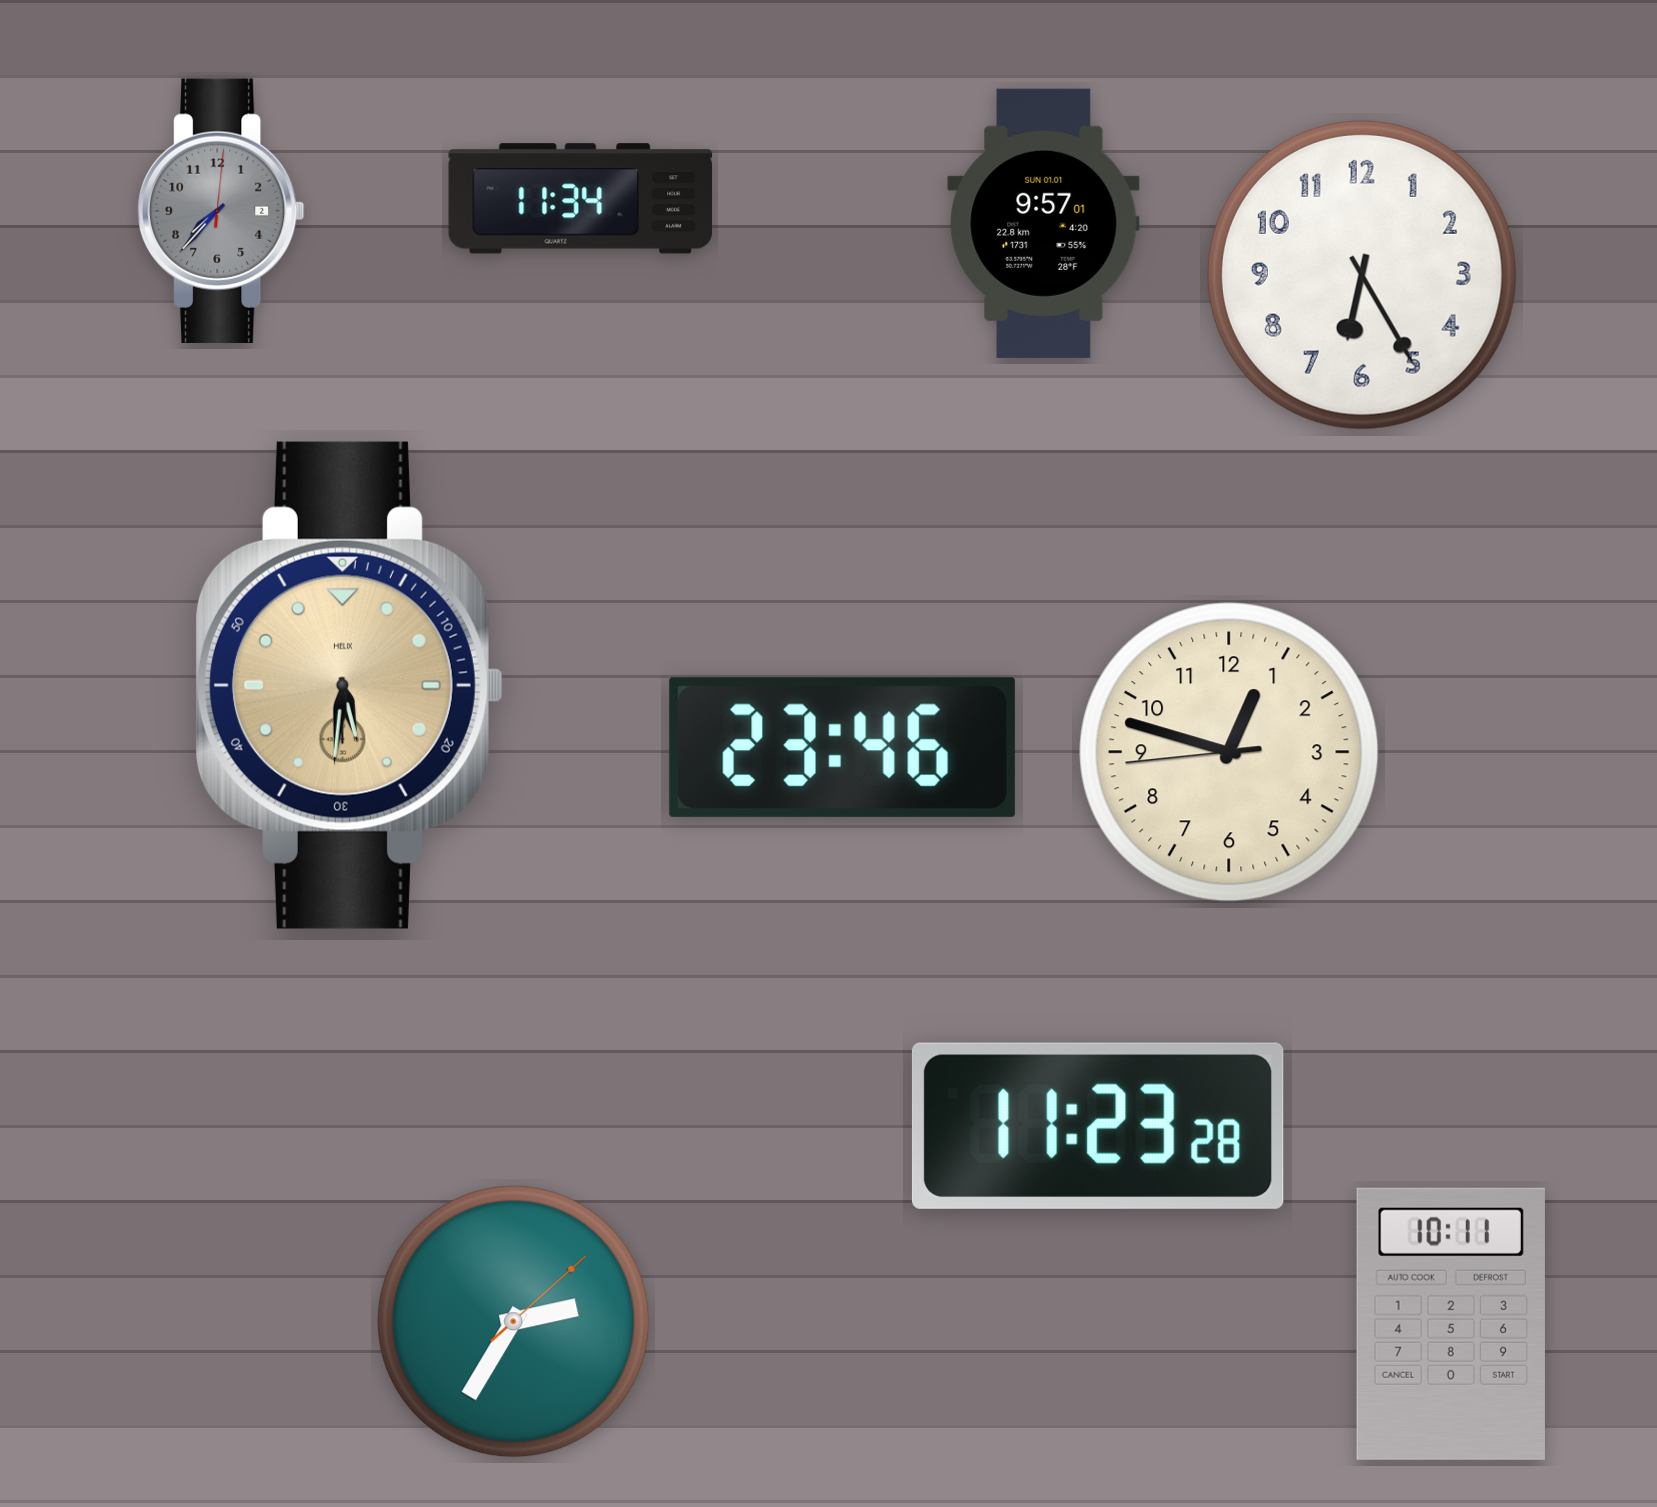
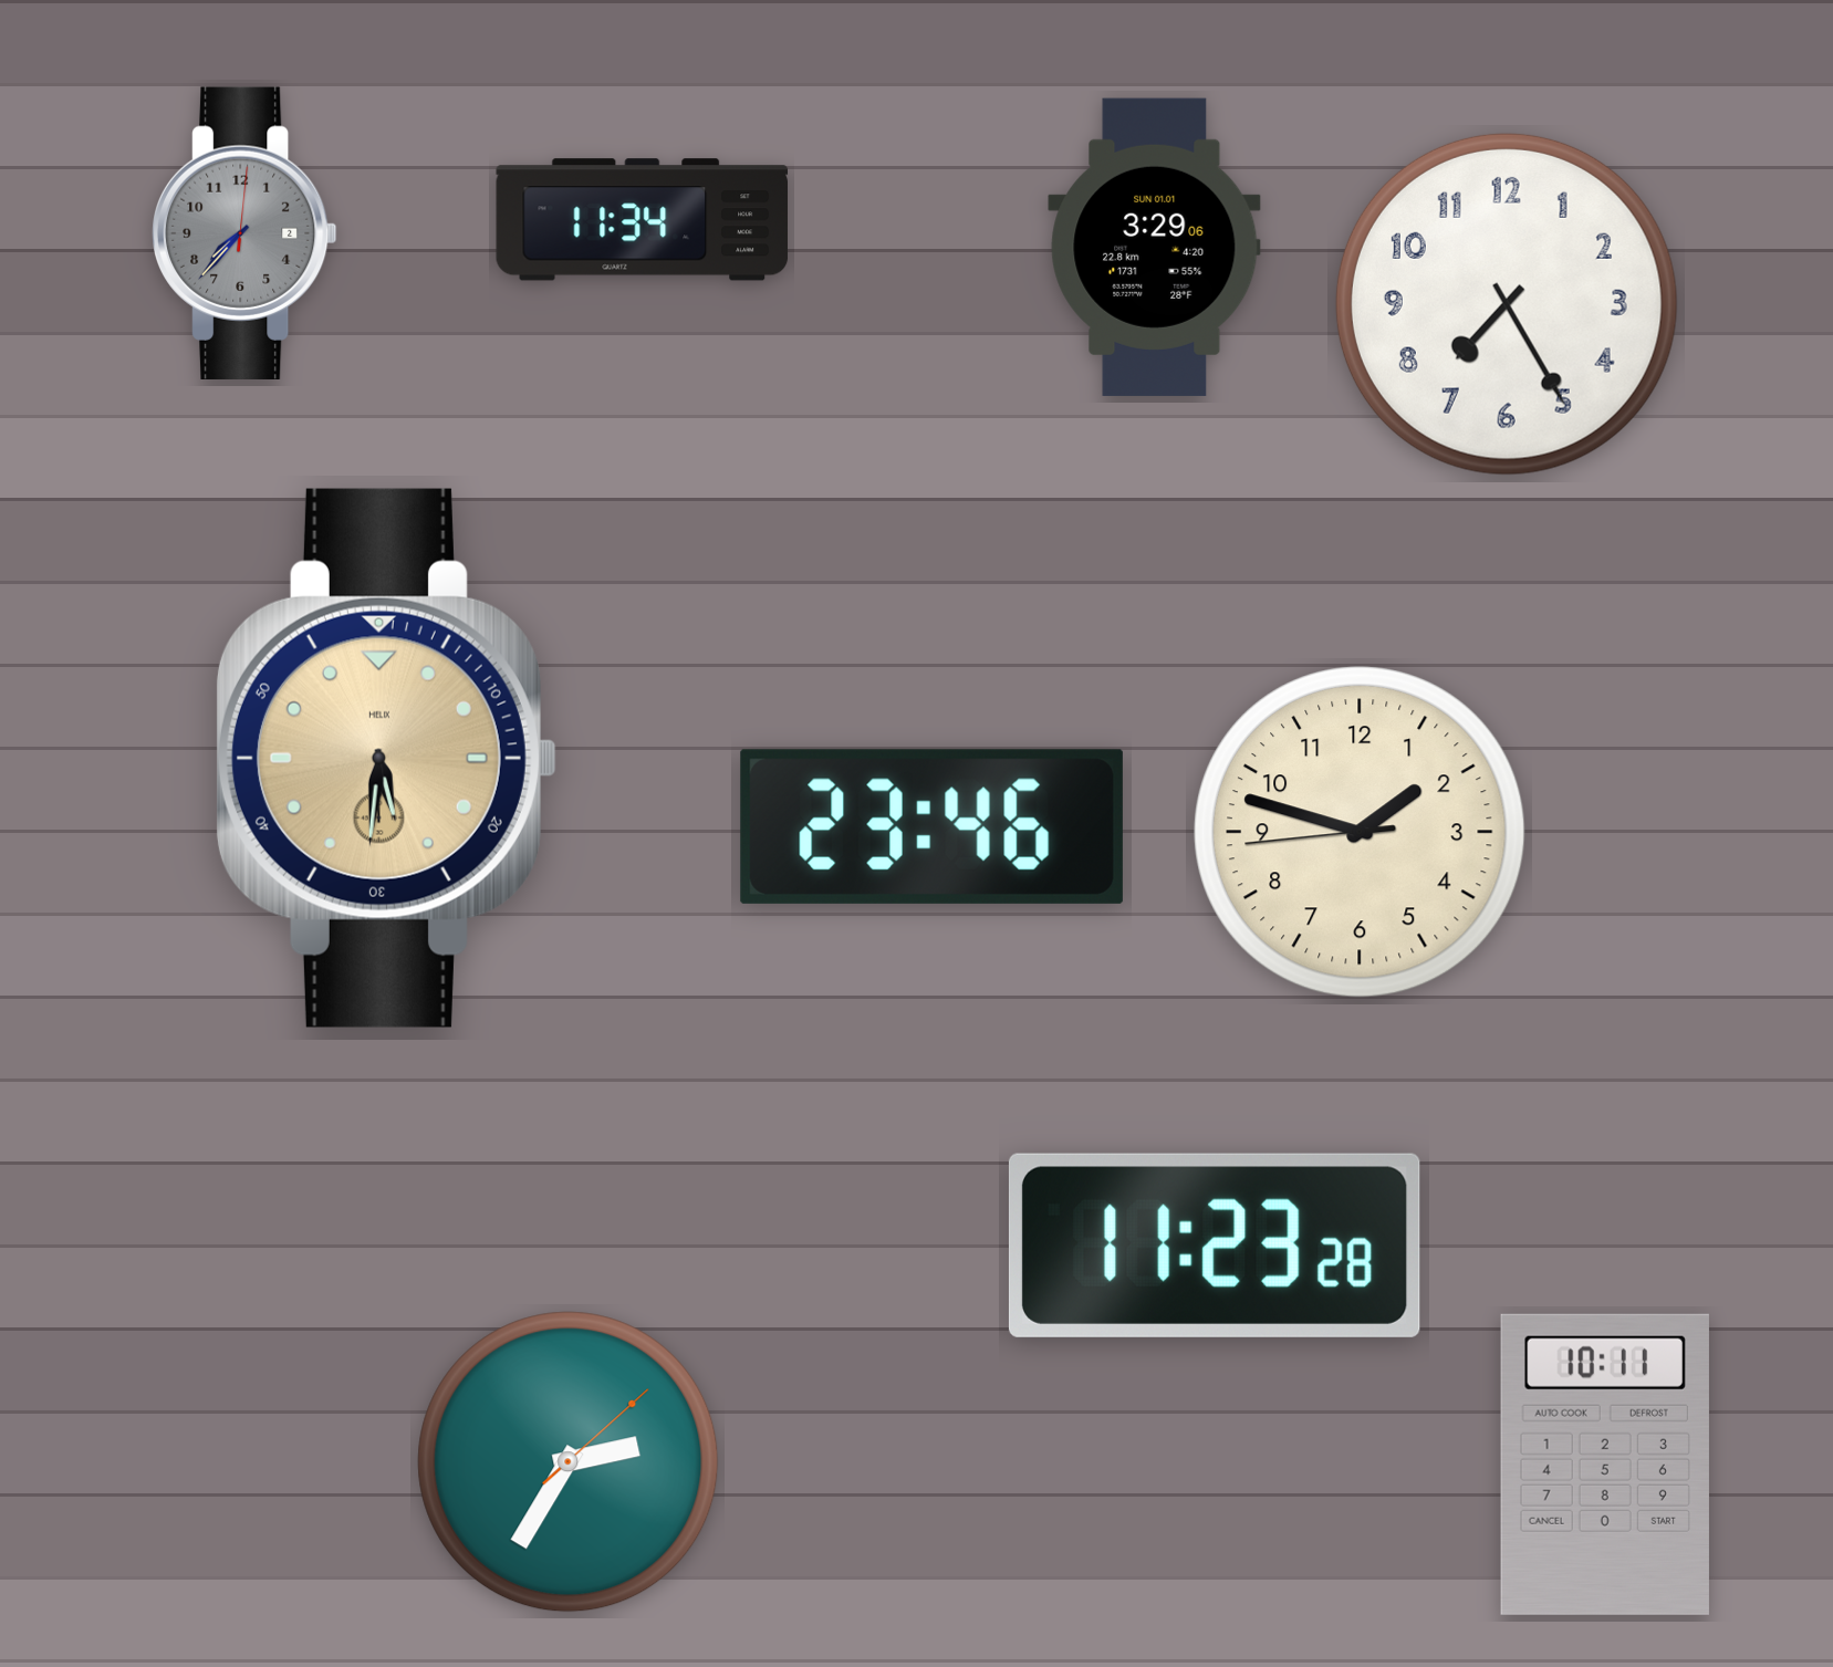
clock at (1044, 223): 9:57 -> 3:29
clock at (1362, 275): 6:25 -> 7:25
clock at (1229, 752): 12:47 -> 1:47
